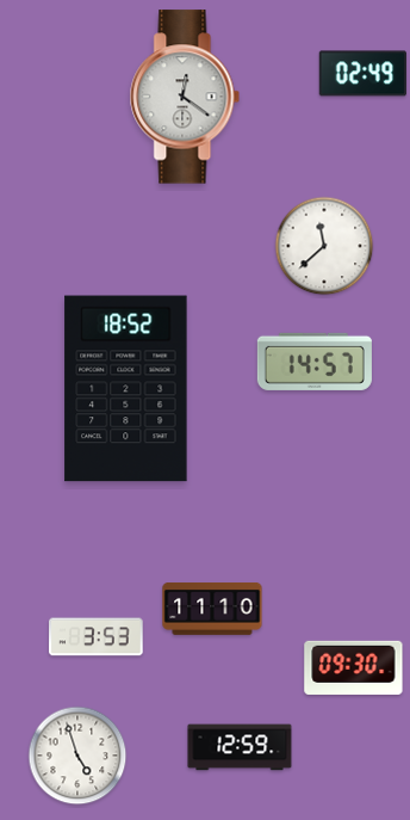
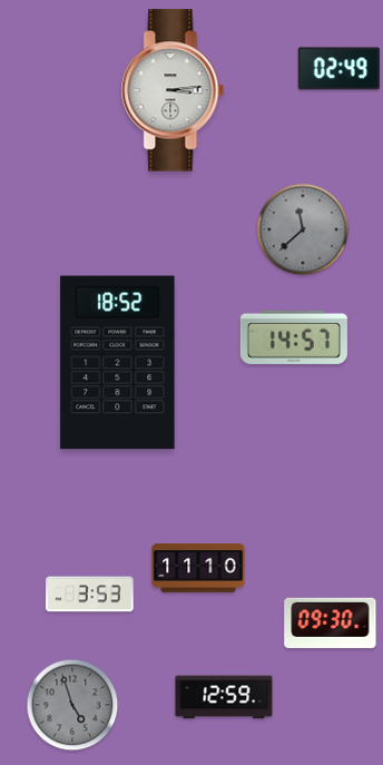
clock at (185, 97): 12:21 -> 3:14
clock at (324, 246) dial: white -> grey
clock at (77, 756) dial: white -> grey
